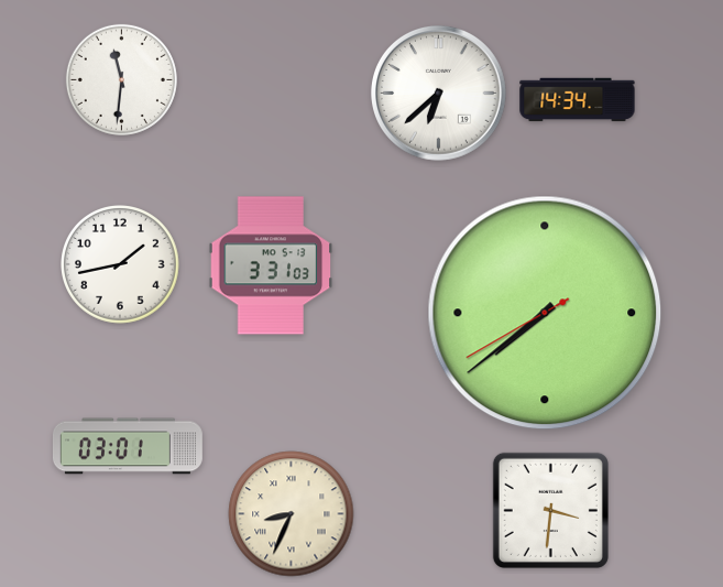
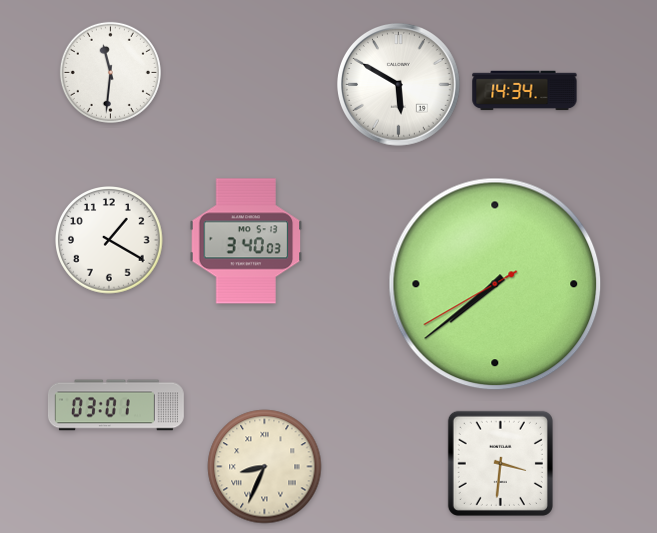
clock at (439, 94): 6:38 -> 5:50
clock at (120, 264): 1:43 -> 1:20
clock at (271, 265): 3:31 -> 3:40
